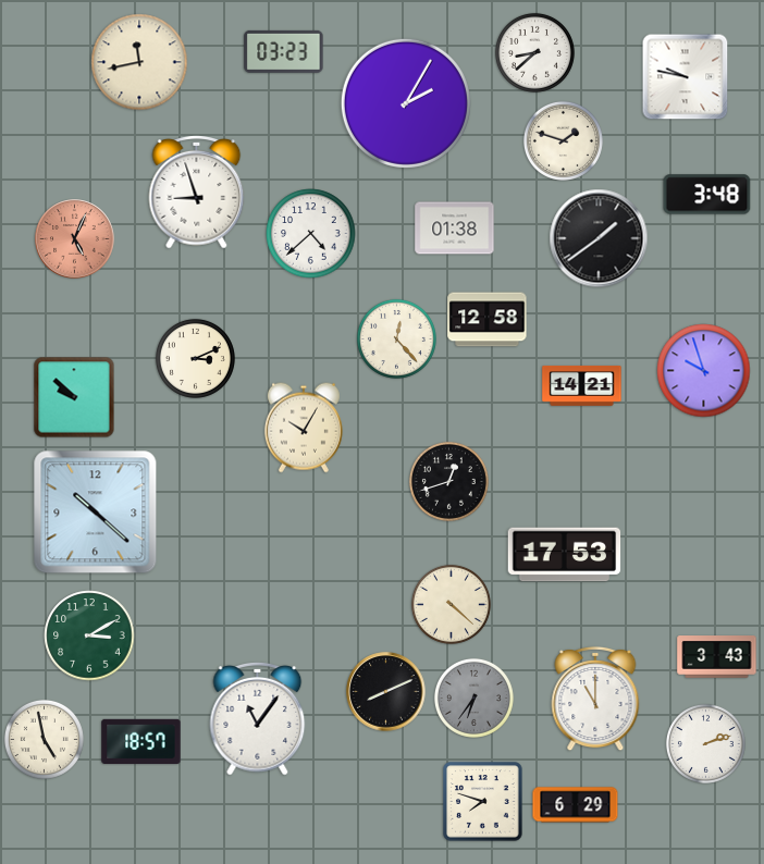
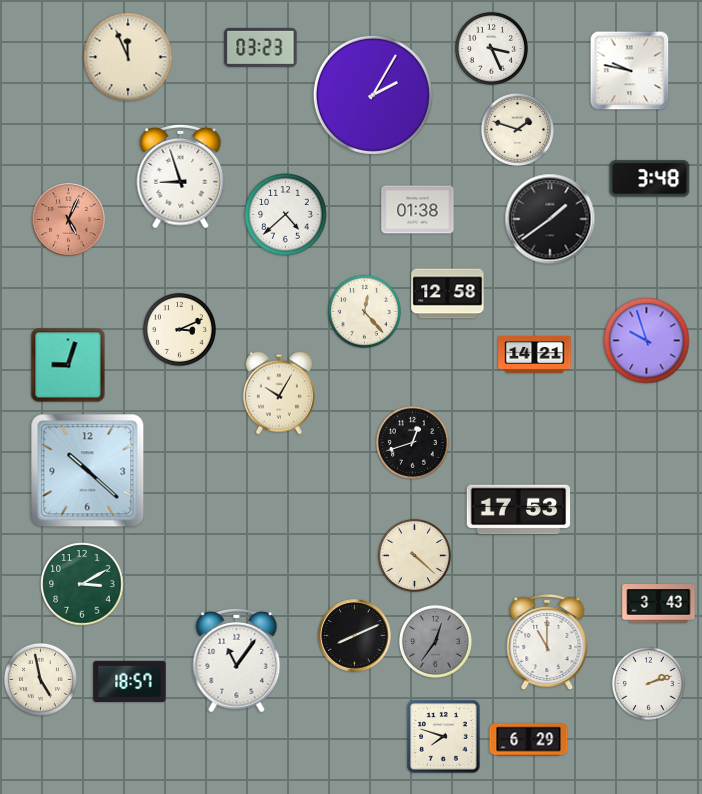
clock at (534, 52): 8:38 -> 3:26
clock at (139, 62): 11:43 -> 11:56
clock at (74, 397): 9:52 -> 9:03
clock at (473, 698): 6:36 -> 12:36
